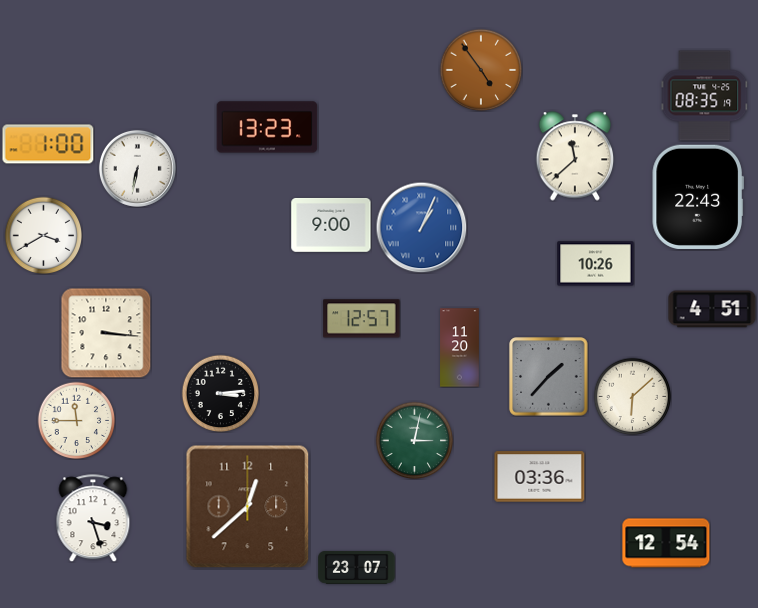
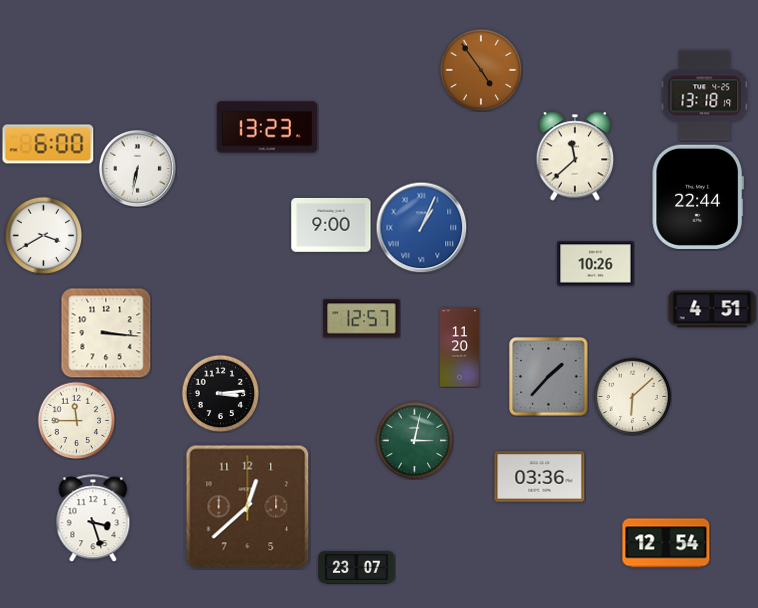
clock at (705, 96): 08:35 -> 13:18
clock at (48, 144): 1:00 -> 6:00
clock at (698, 197): 22:43 -> 22:44
